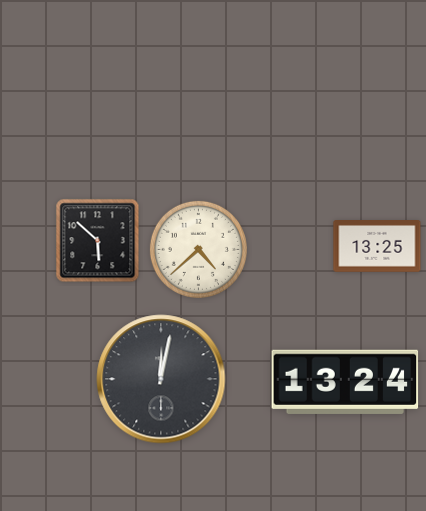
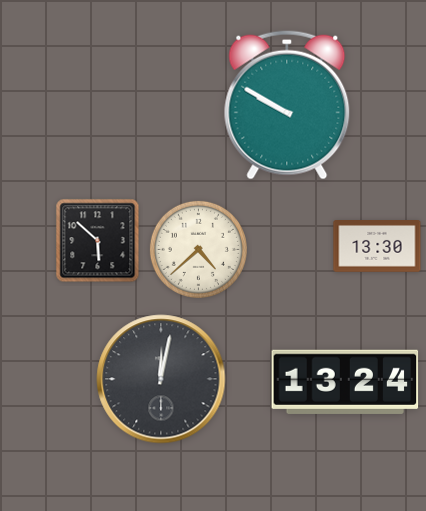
clock at (287, 105): none -> 9:50
clock at (377, 247): 13:25 -> 13:30
